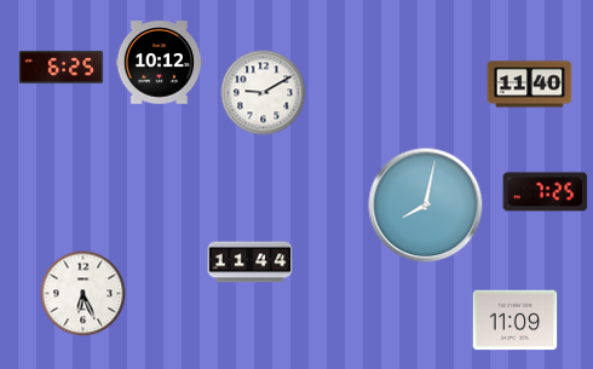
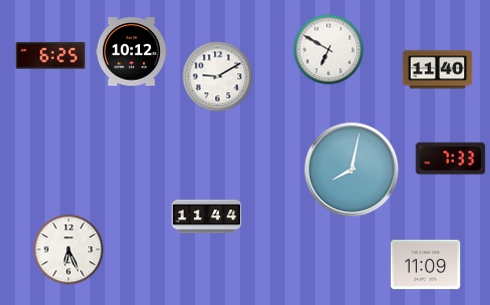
clock at (329, 50): none -> 6:50
clock at (546, 192): 7:25 -> 7:33
clock at (84, 294) position: (84, 294) -> (69, 250)
